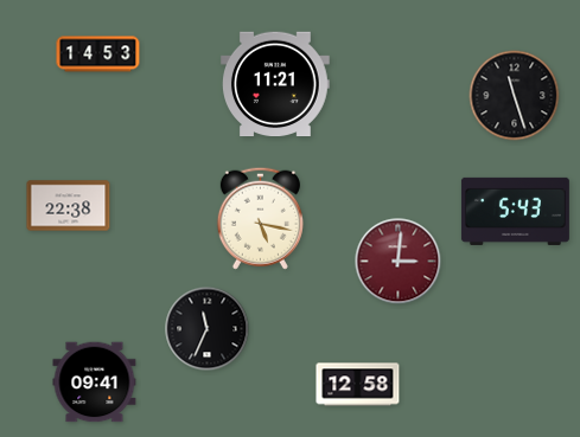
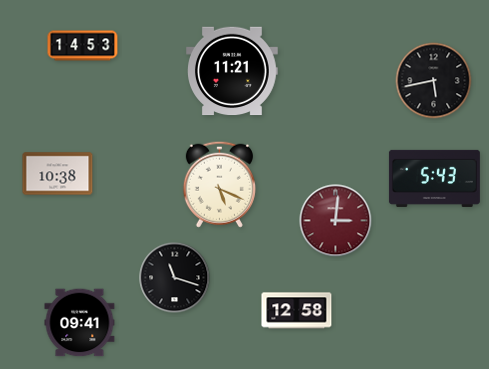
clock at (515, 96): 11:27 -> 5:43
clock at (69, 206): 22:38 -> 10:38
clock at (260, 218): 5:17 -> 5:19
clock at (208, 329): 11:34 -> 11:18
clock at (358, 385) position: (358, 385) -> (297, 311)
